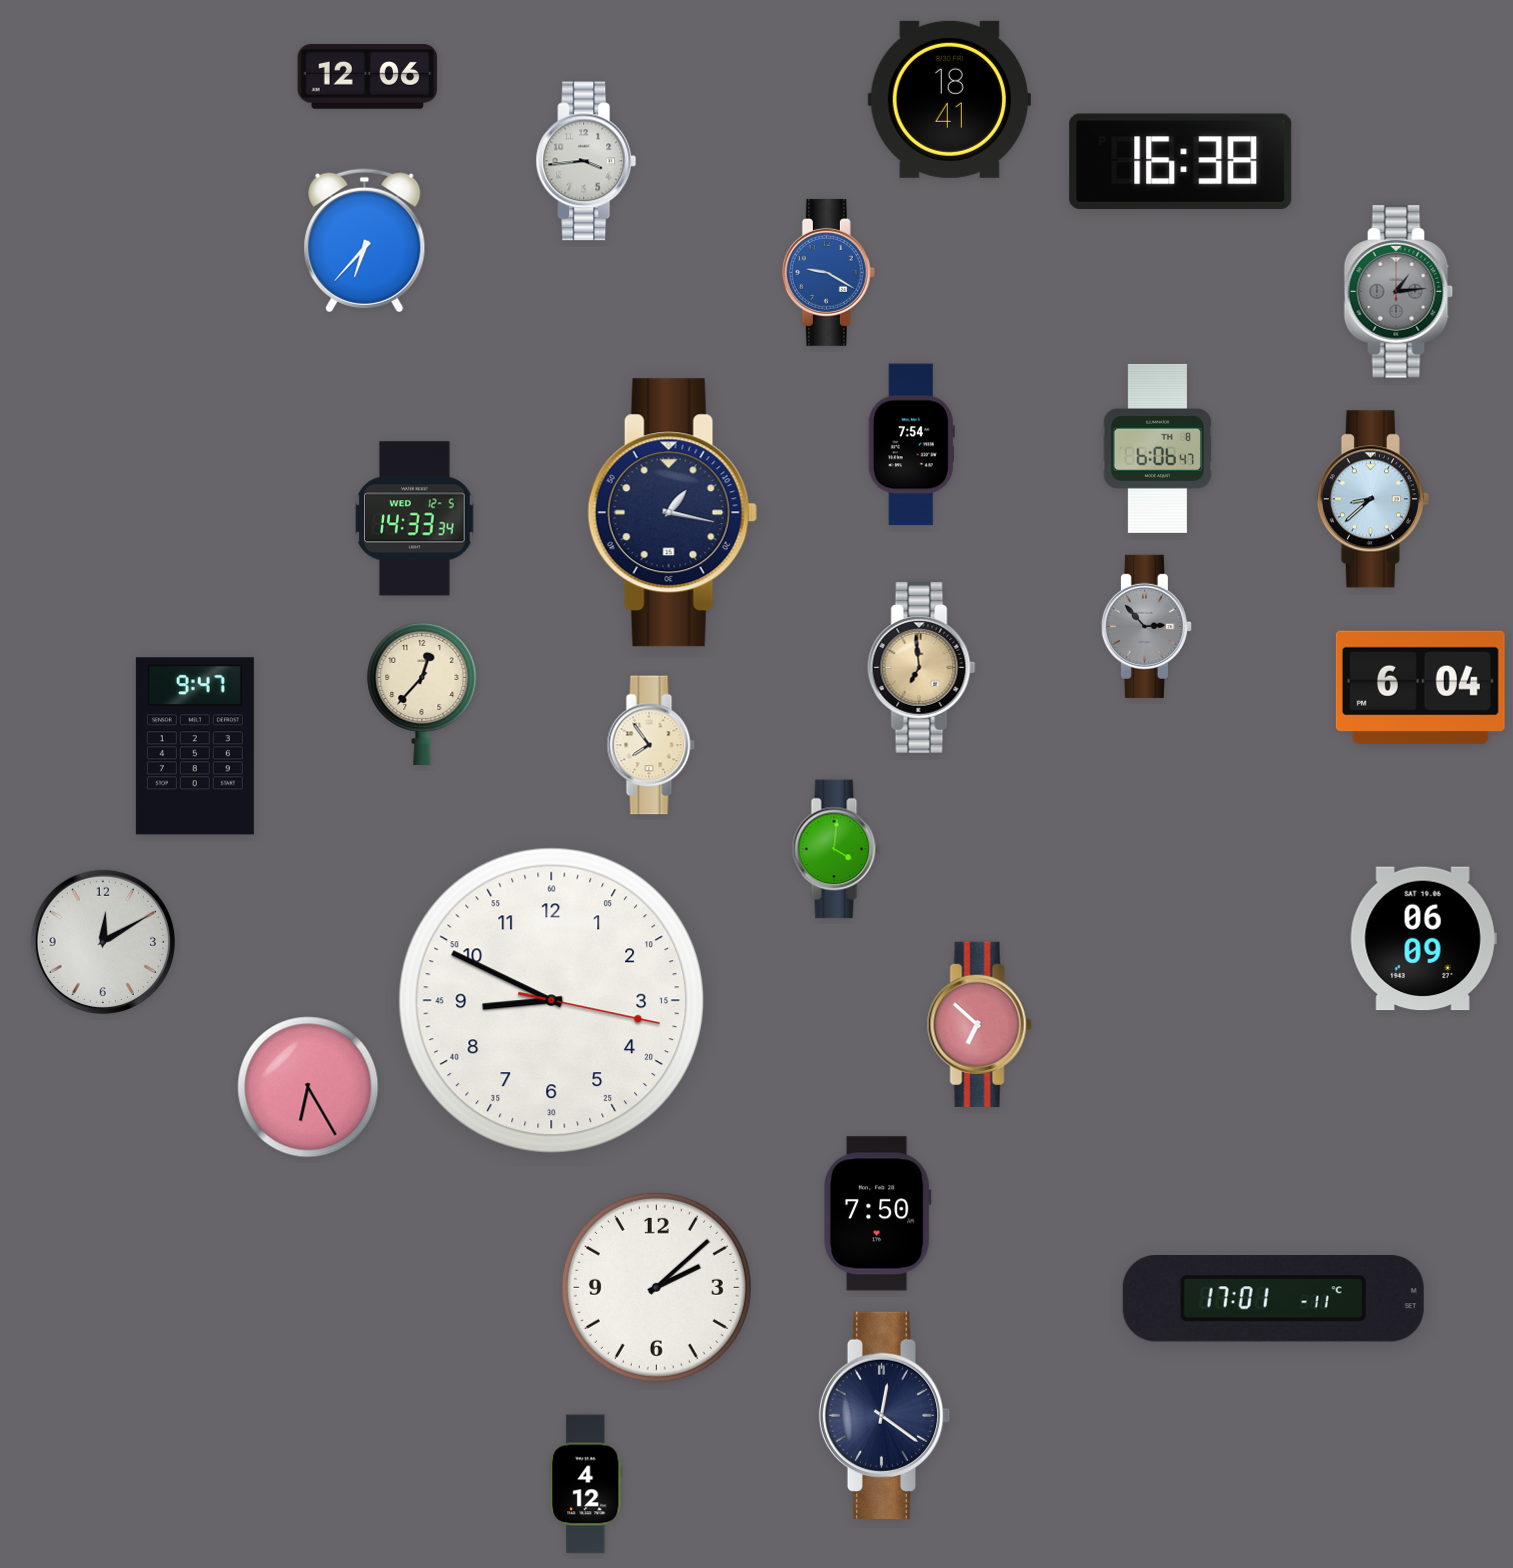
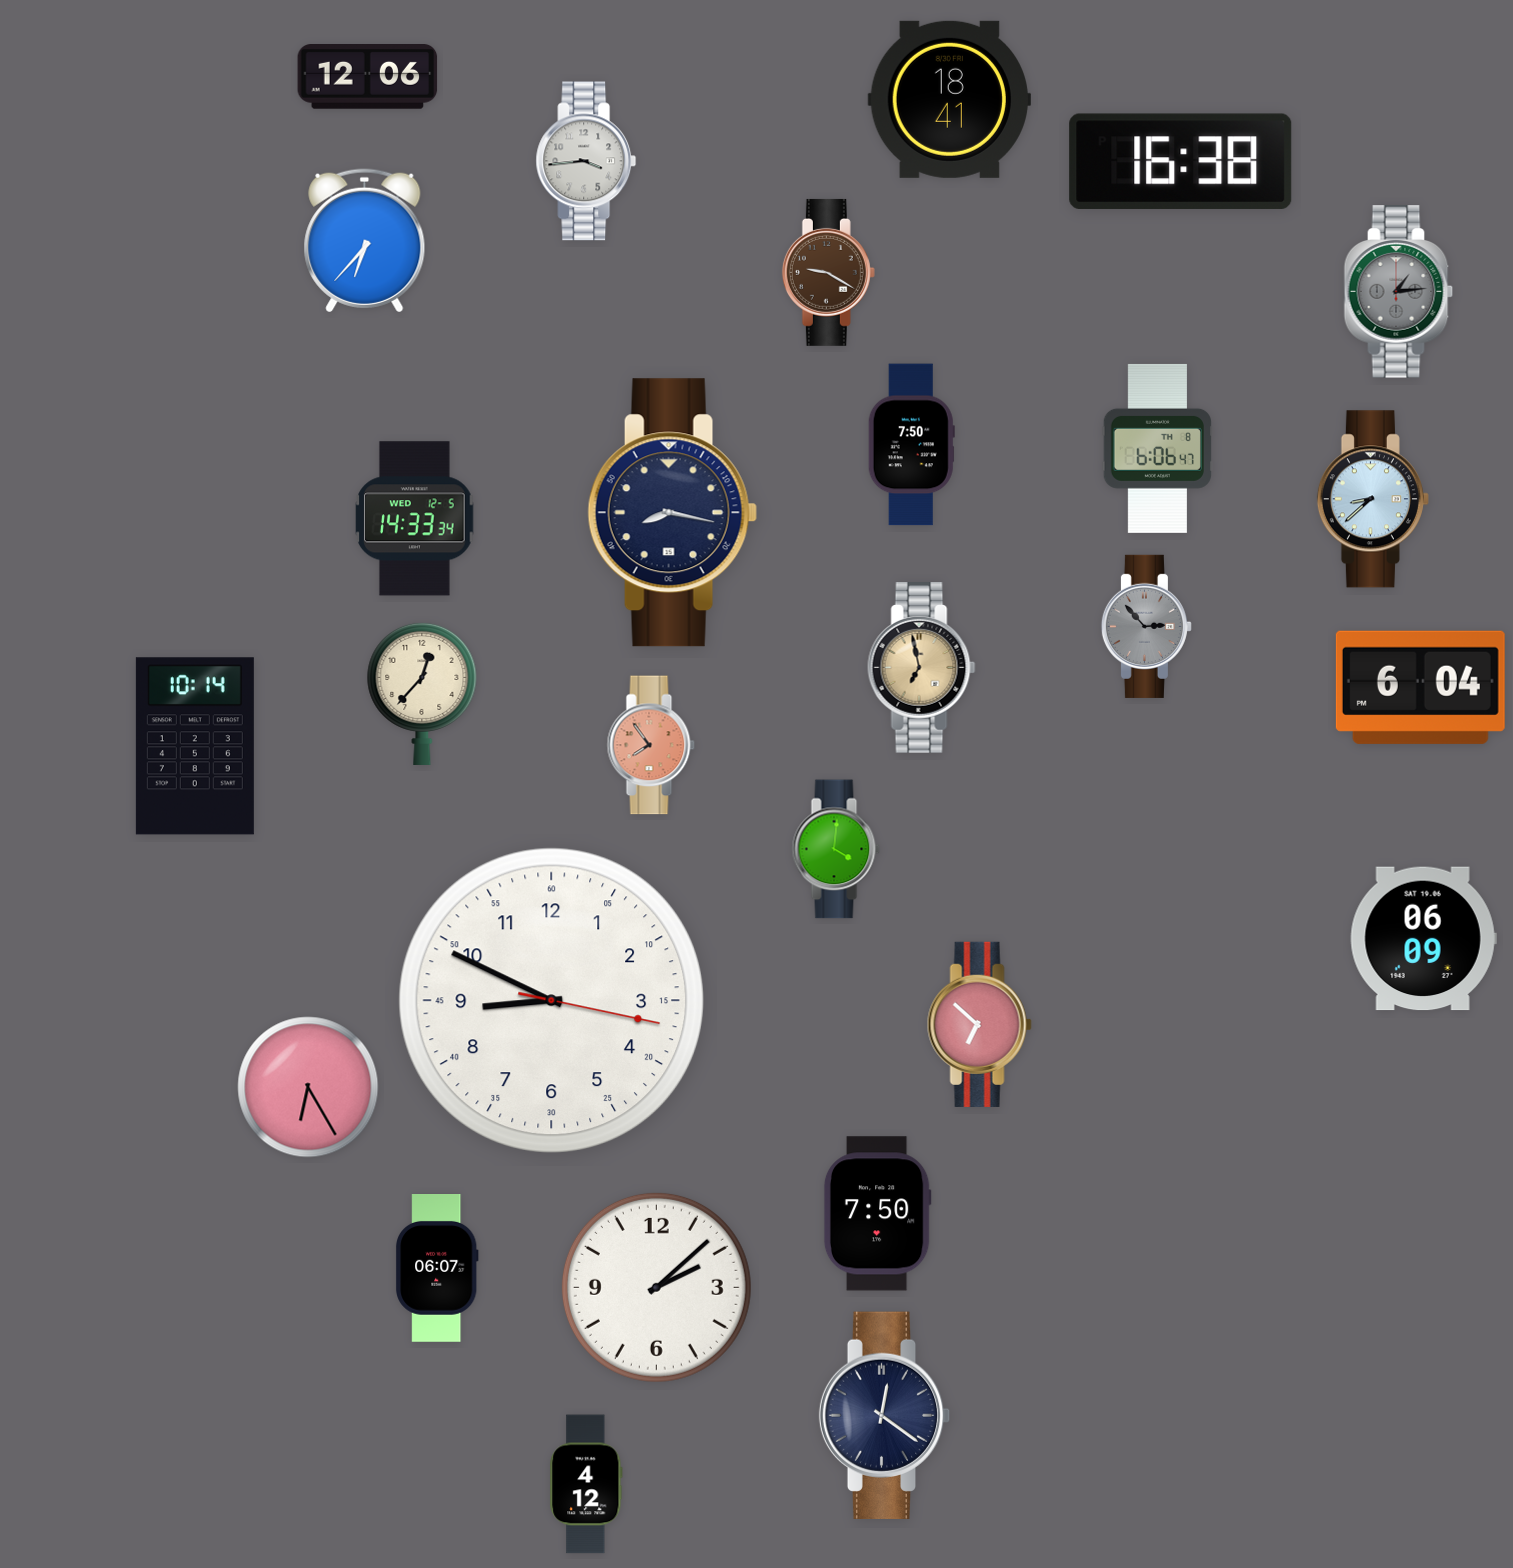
clock at (828, 272) dial: blue -> brown
clock at (911, 445): 7:54 -> 7:50
clock at (672, 513): 1:17 -> 8:17
clock at (922, 668): 6:59 -> 6:58
clock at (651, 745) dial: cream -> salmon
clock at (195, 746): 9:47 -> 10:14
clock at (103, 942): 12:10 -> none
clock at (437, 1269): none -> 06:07
clock at (1273, 1299): 17:01 -> none
